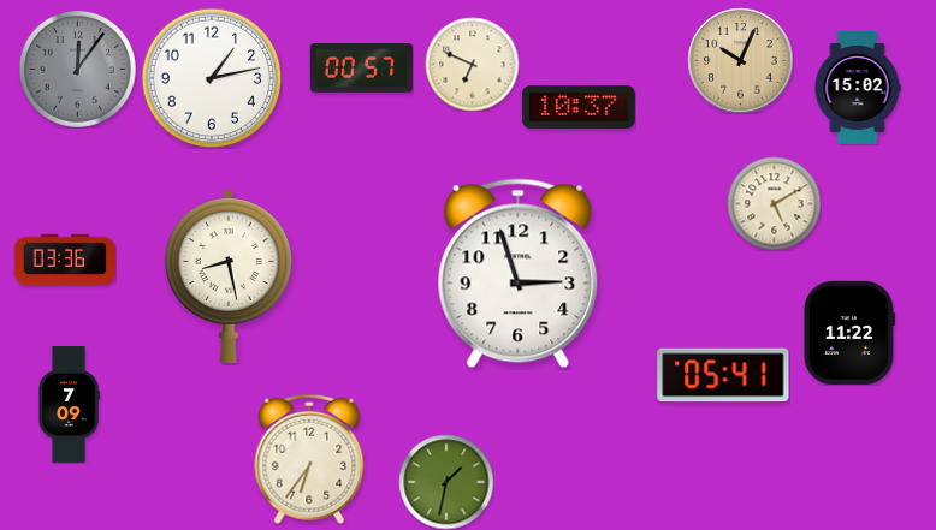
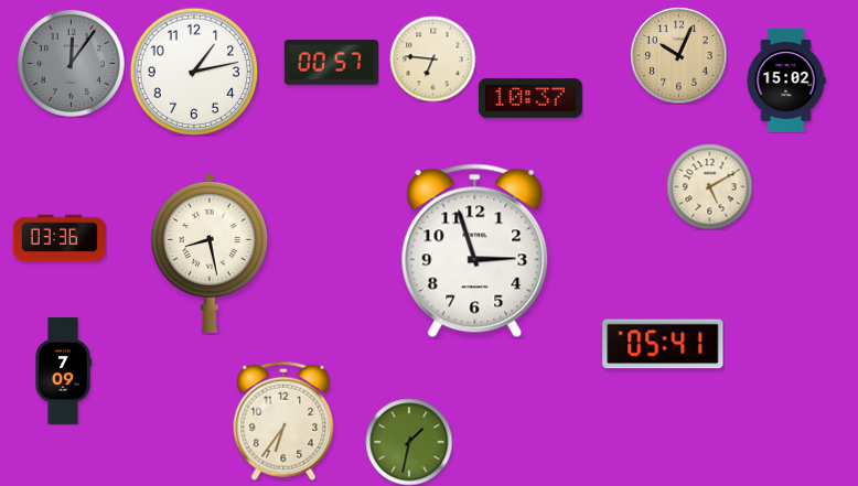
clock at (472, 64): 6:49 -> 6:46
clock at (849, 333): 11:22 -> none
